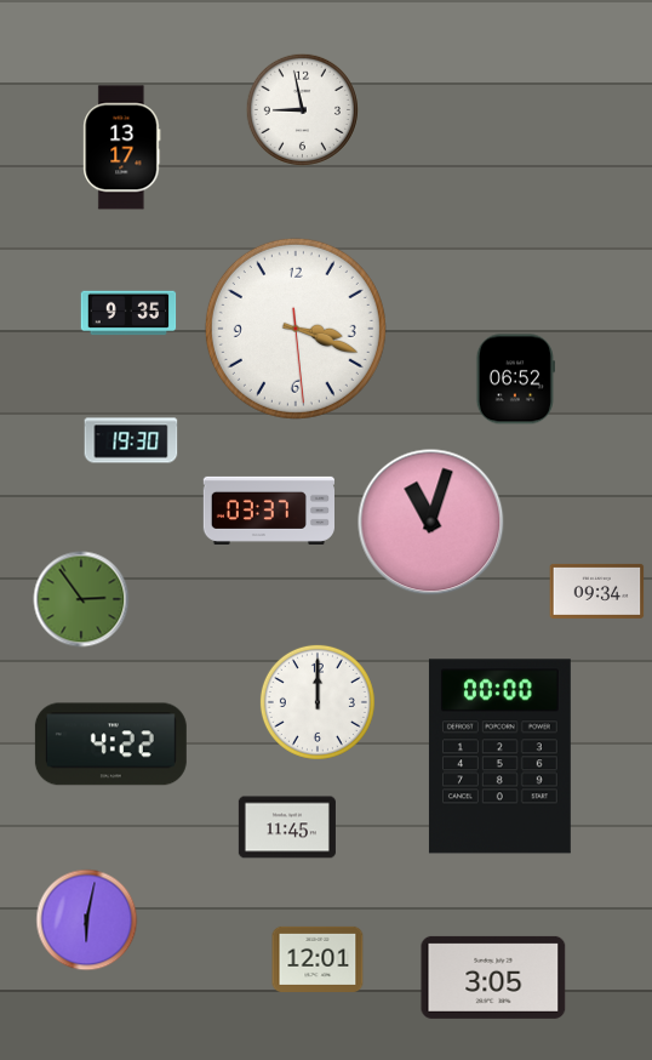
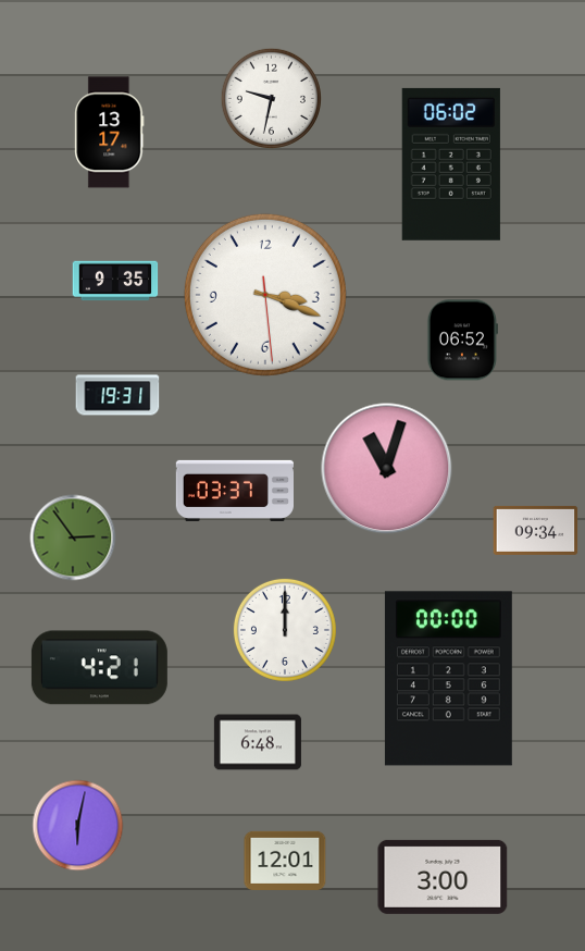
clock at (302, 109): 8:58 -> 9:32
clock at (451, 164): none -> 06:02
clock at (131, 440): 19:30 -> 19:31
clock at (268, 511) position: (268, 511) -> (234, 491)
clock at (110, 745): 4:22 -> 4:21
clock at (287, 827): 11:45 -> 6:48
clock at (493, 978): 3:05 -> 3:00
